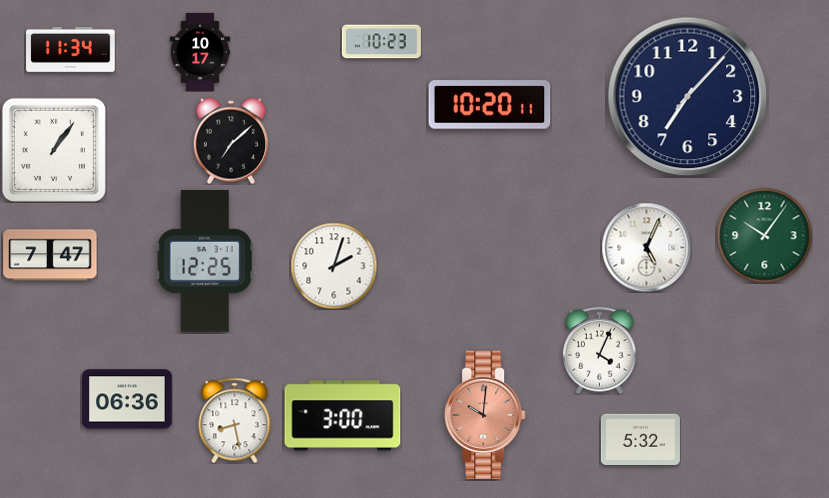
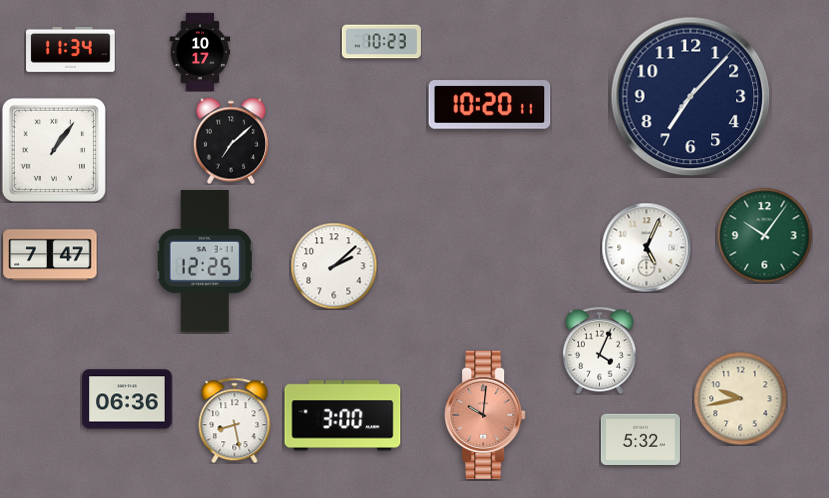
clock at (688, 97) position: (688, 97) -> (691, 97)
clock at (334, 266): 2:03 -> 2:08
clock at (740, 398): none -> 9:43
